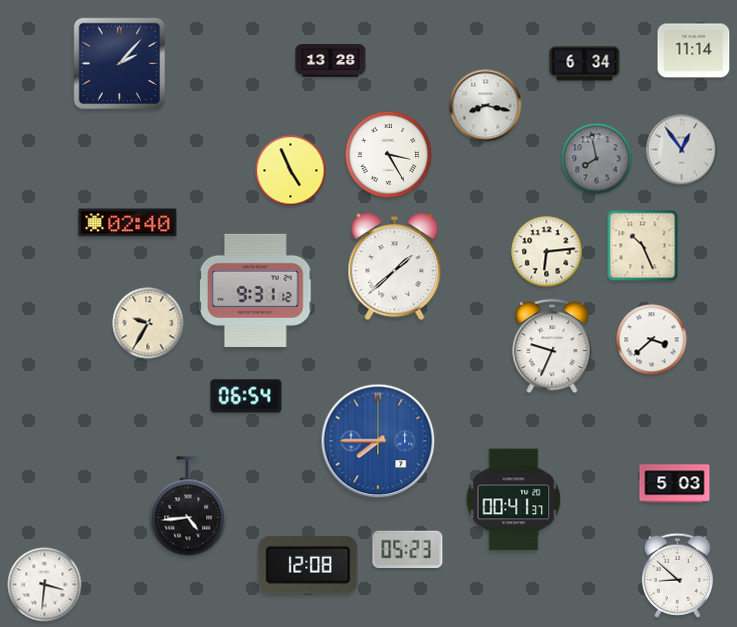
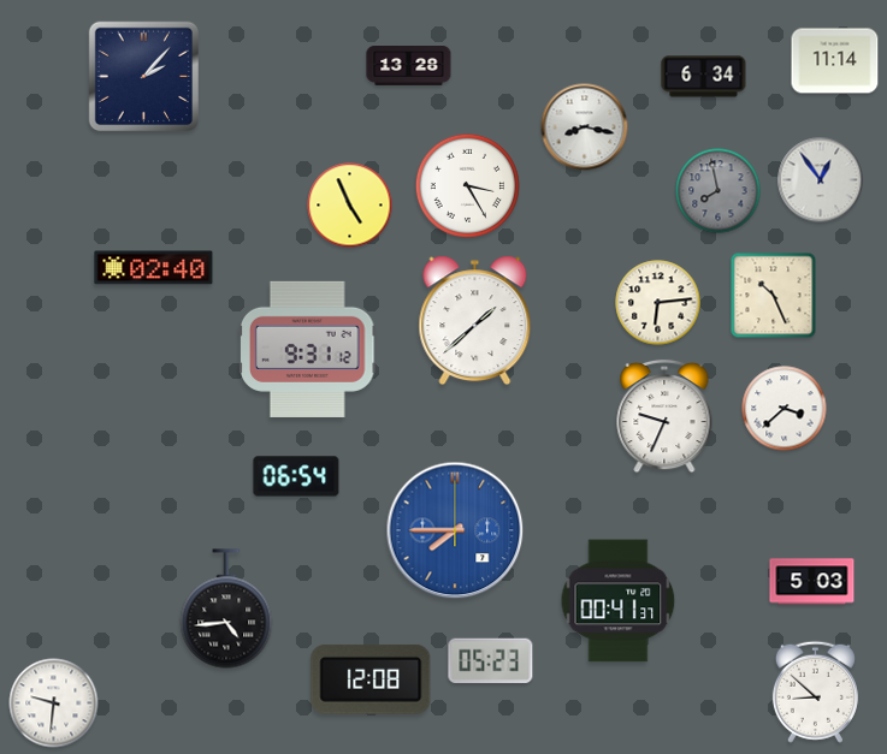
clock at (331, 61) position: (331, 61) -> (409, 66)
clock at (148, 323): 9:35 -> none
clock at (45, 585): 3:31 -> 9:31
